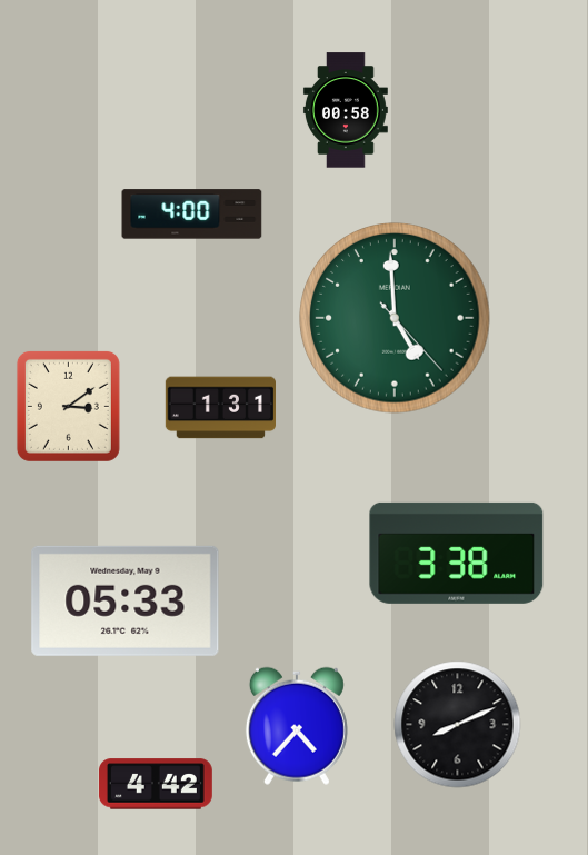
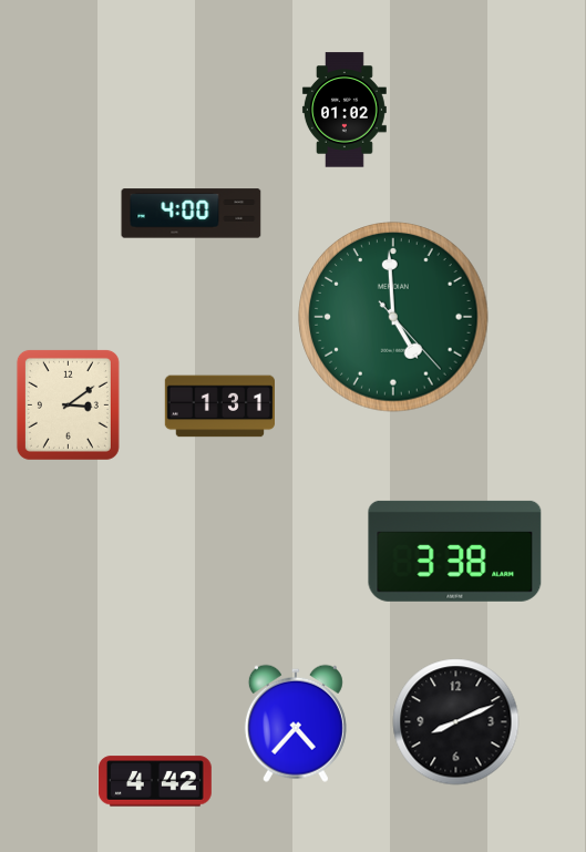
clock at (346, 110): 00:58 -> 01:02
clock at (126, 600): 05:33 -> none
